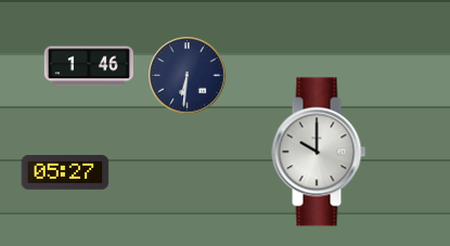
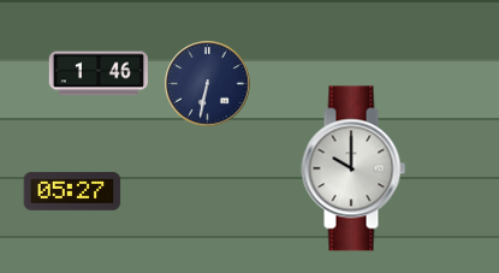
clock at (188, 76): 6:31 -> 6:32
